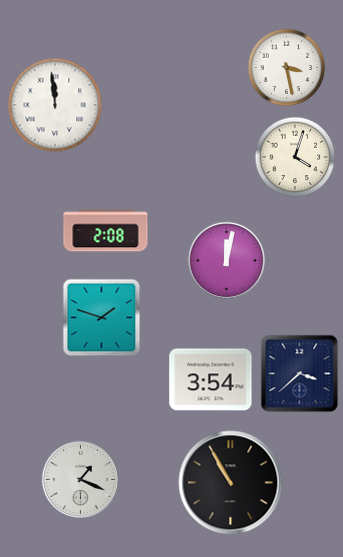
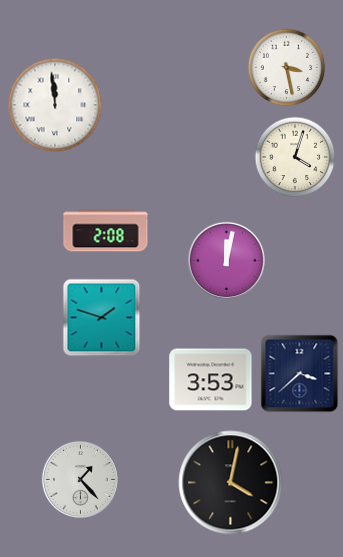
clock at (211, 380): 3:54 -> 3:53
clock at (80, 479): 1:19 -> 1:23
clock at (231, 483): 10:55 -> 4:02
